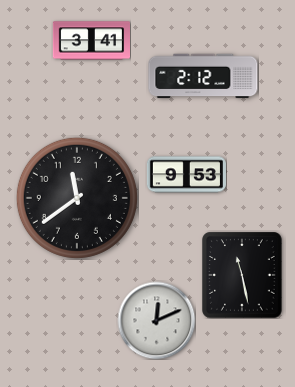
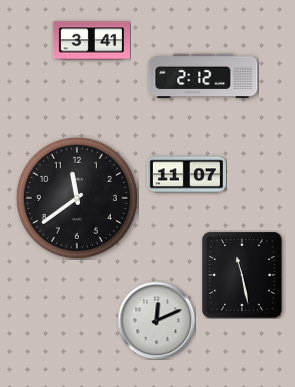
clock at (186, 175): 9:53 -> 11:07
